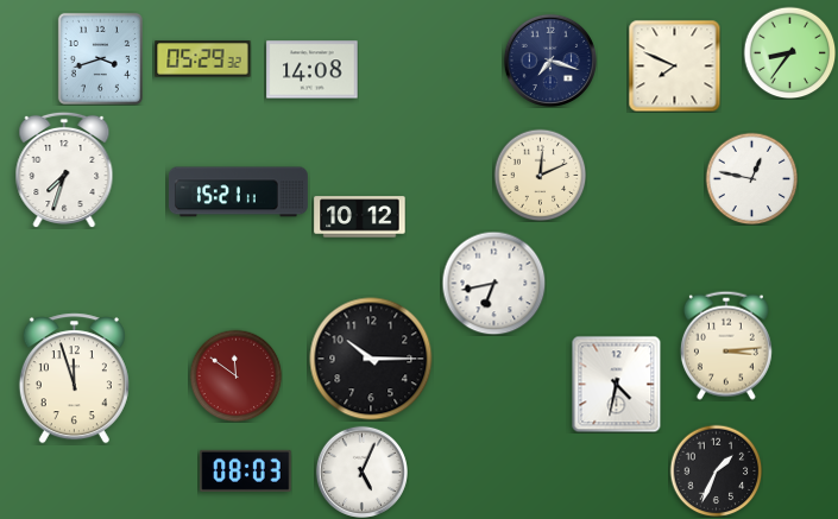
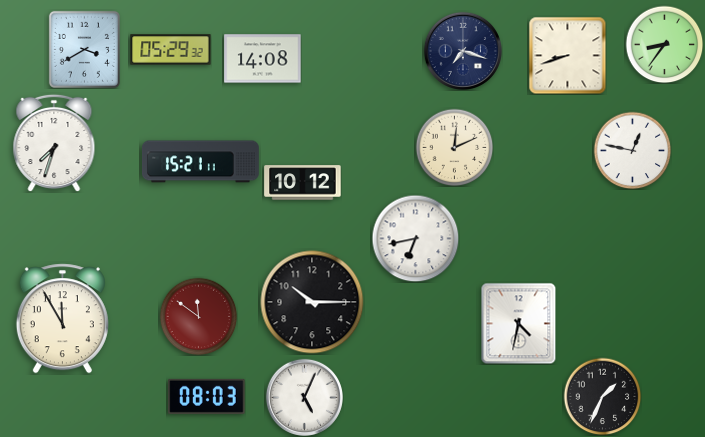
clock at (100, 58): 3:42 -> 3:40
clock at (674, 65): 7:49 -> 8:42
clock at (726, 346): 3:14 -> none
clock at (74, 379): 11:57 -> 11:55
